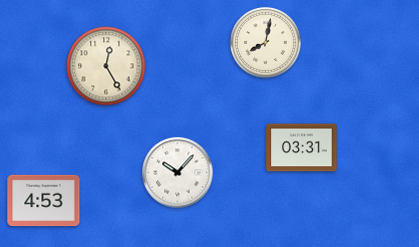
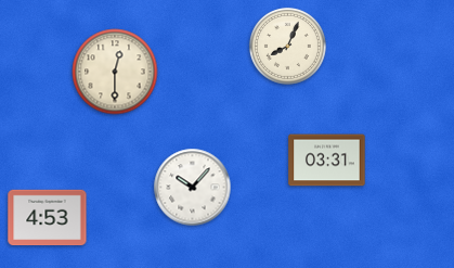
clock at (265, 42): 8:02 -> 8:04
clock at (106, 66): 12:25 -> 12:30
